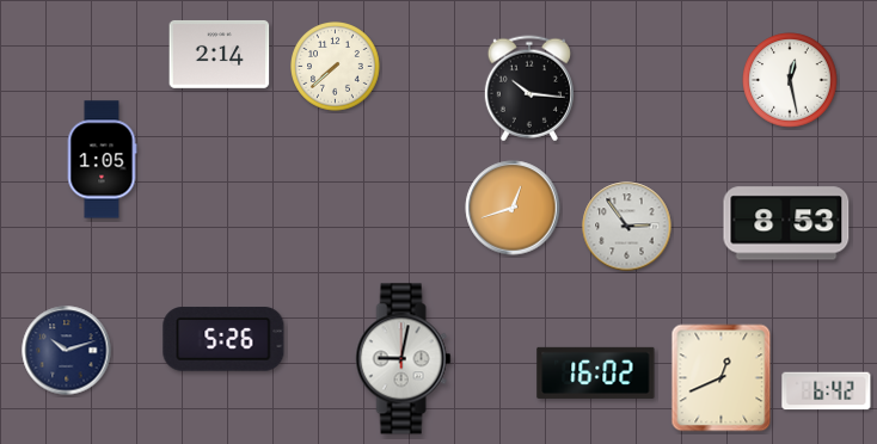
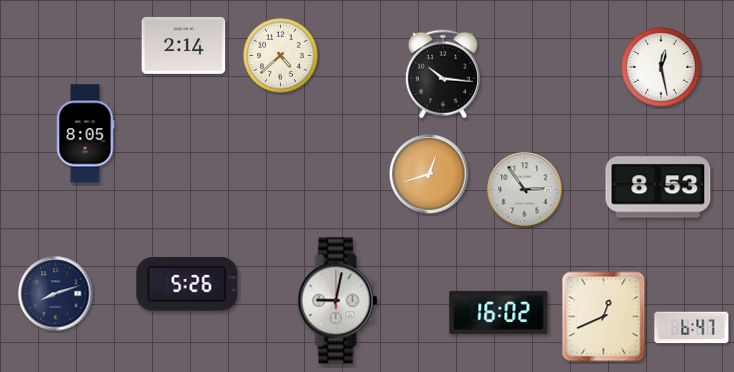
clock at (336, 67): 7:38 -> 4:38
clock at (102, 160): 1:05 -> 8:05
clock at (67, 351): 10:12 -> 8:12
clock at (827, 391): 6:42 -> 6:47
